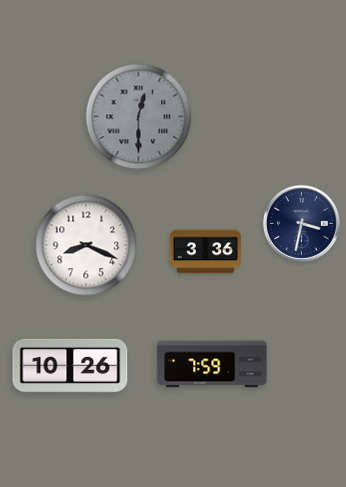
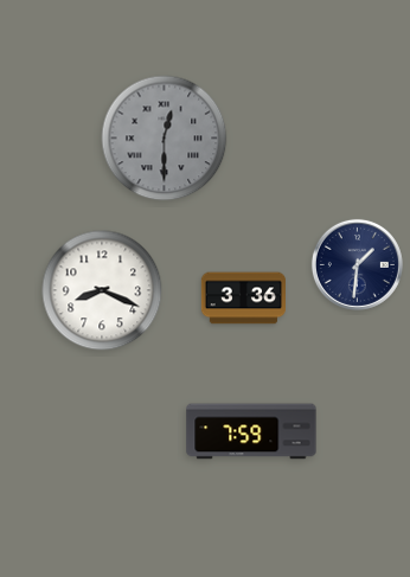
clock at (301, 223): 3:32 -> 1:31
clock at (70, 366): 10:26 -> none
